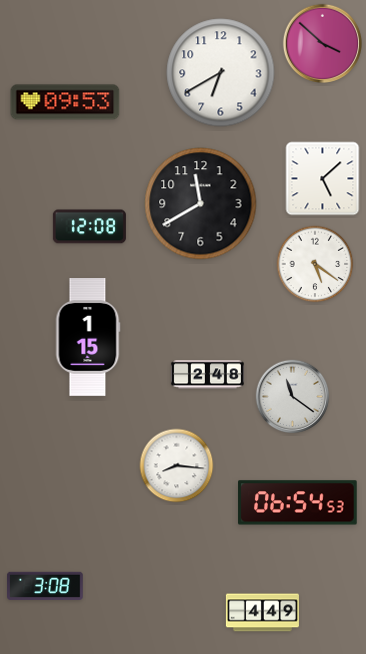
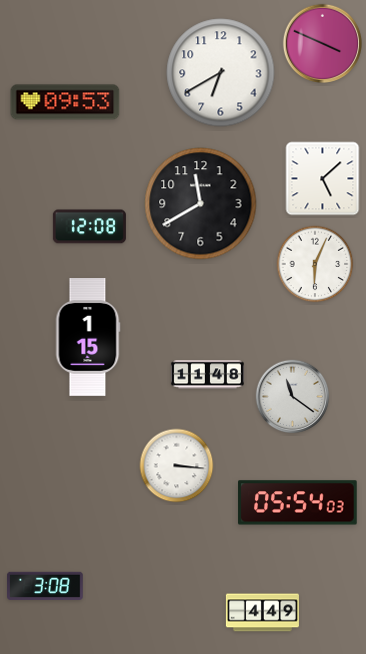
clock at (322, 43): 3:52 -> 3:49
clock at (315, 264): 5:21 -> 6:04
clock at (207, 375): 2:48 -> 11:48
clock at (177, 466): 8:16 -> 3:16
clock at (298, 503): 06:54 -> 05:54
